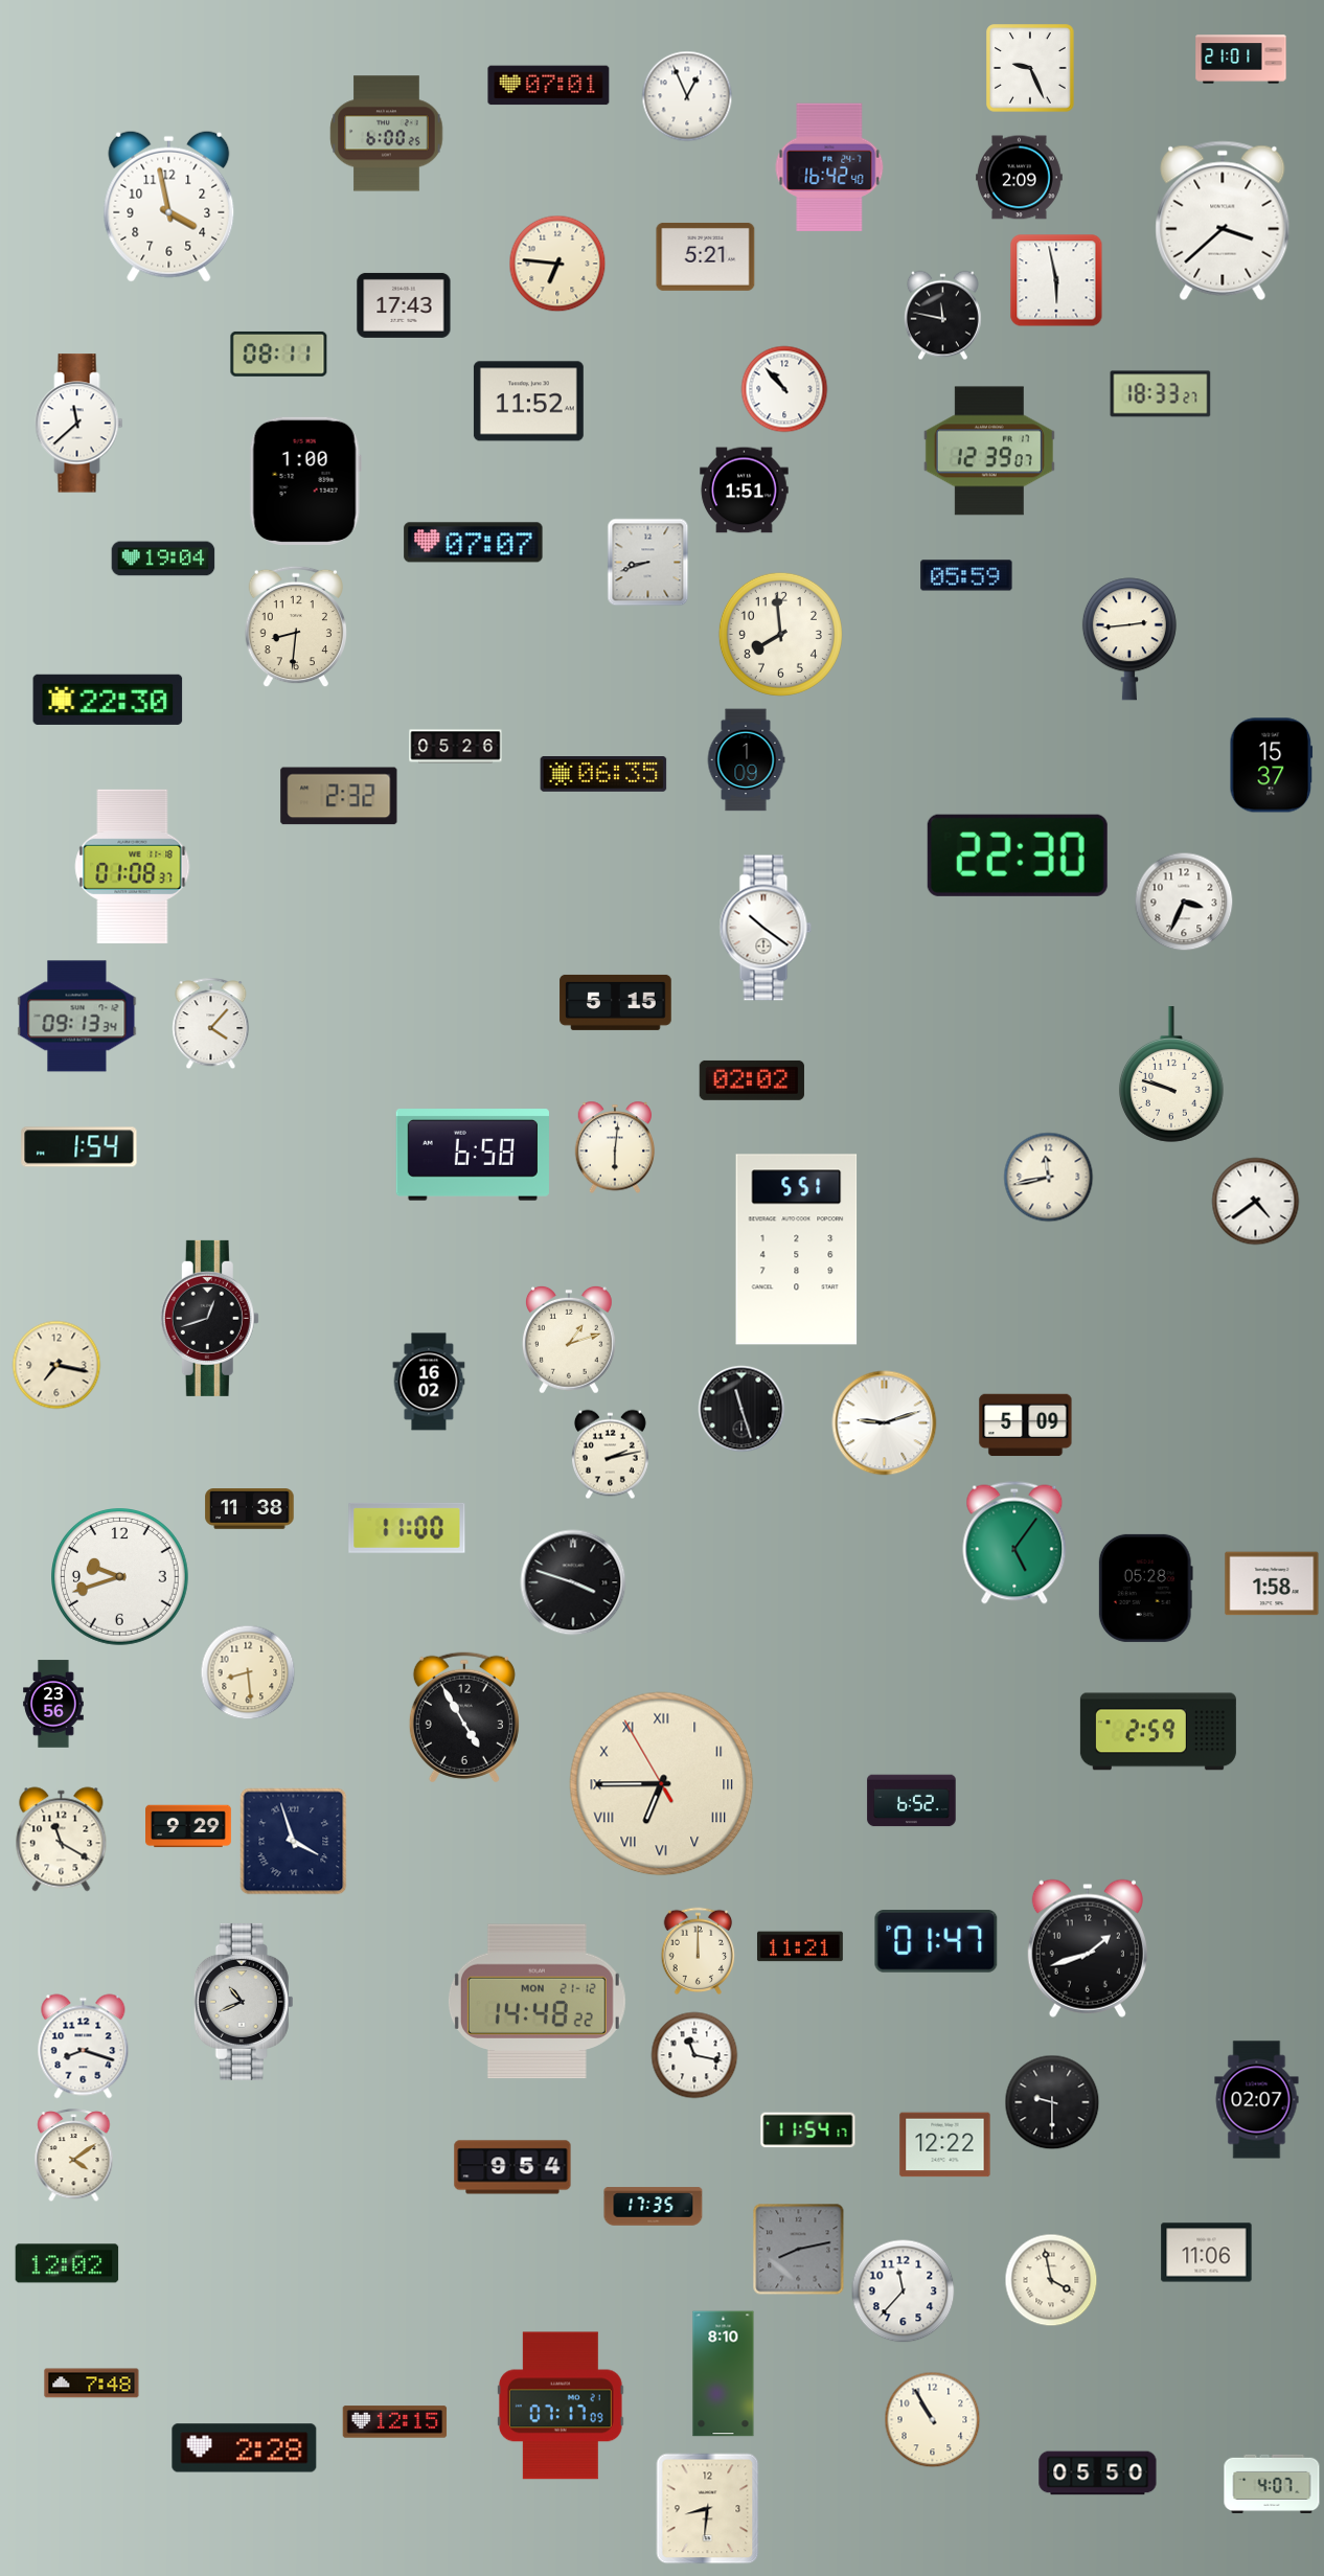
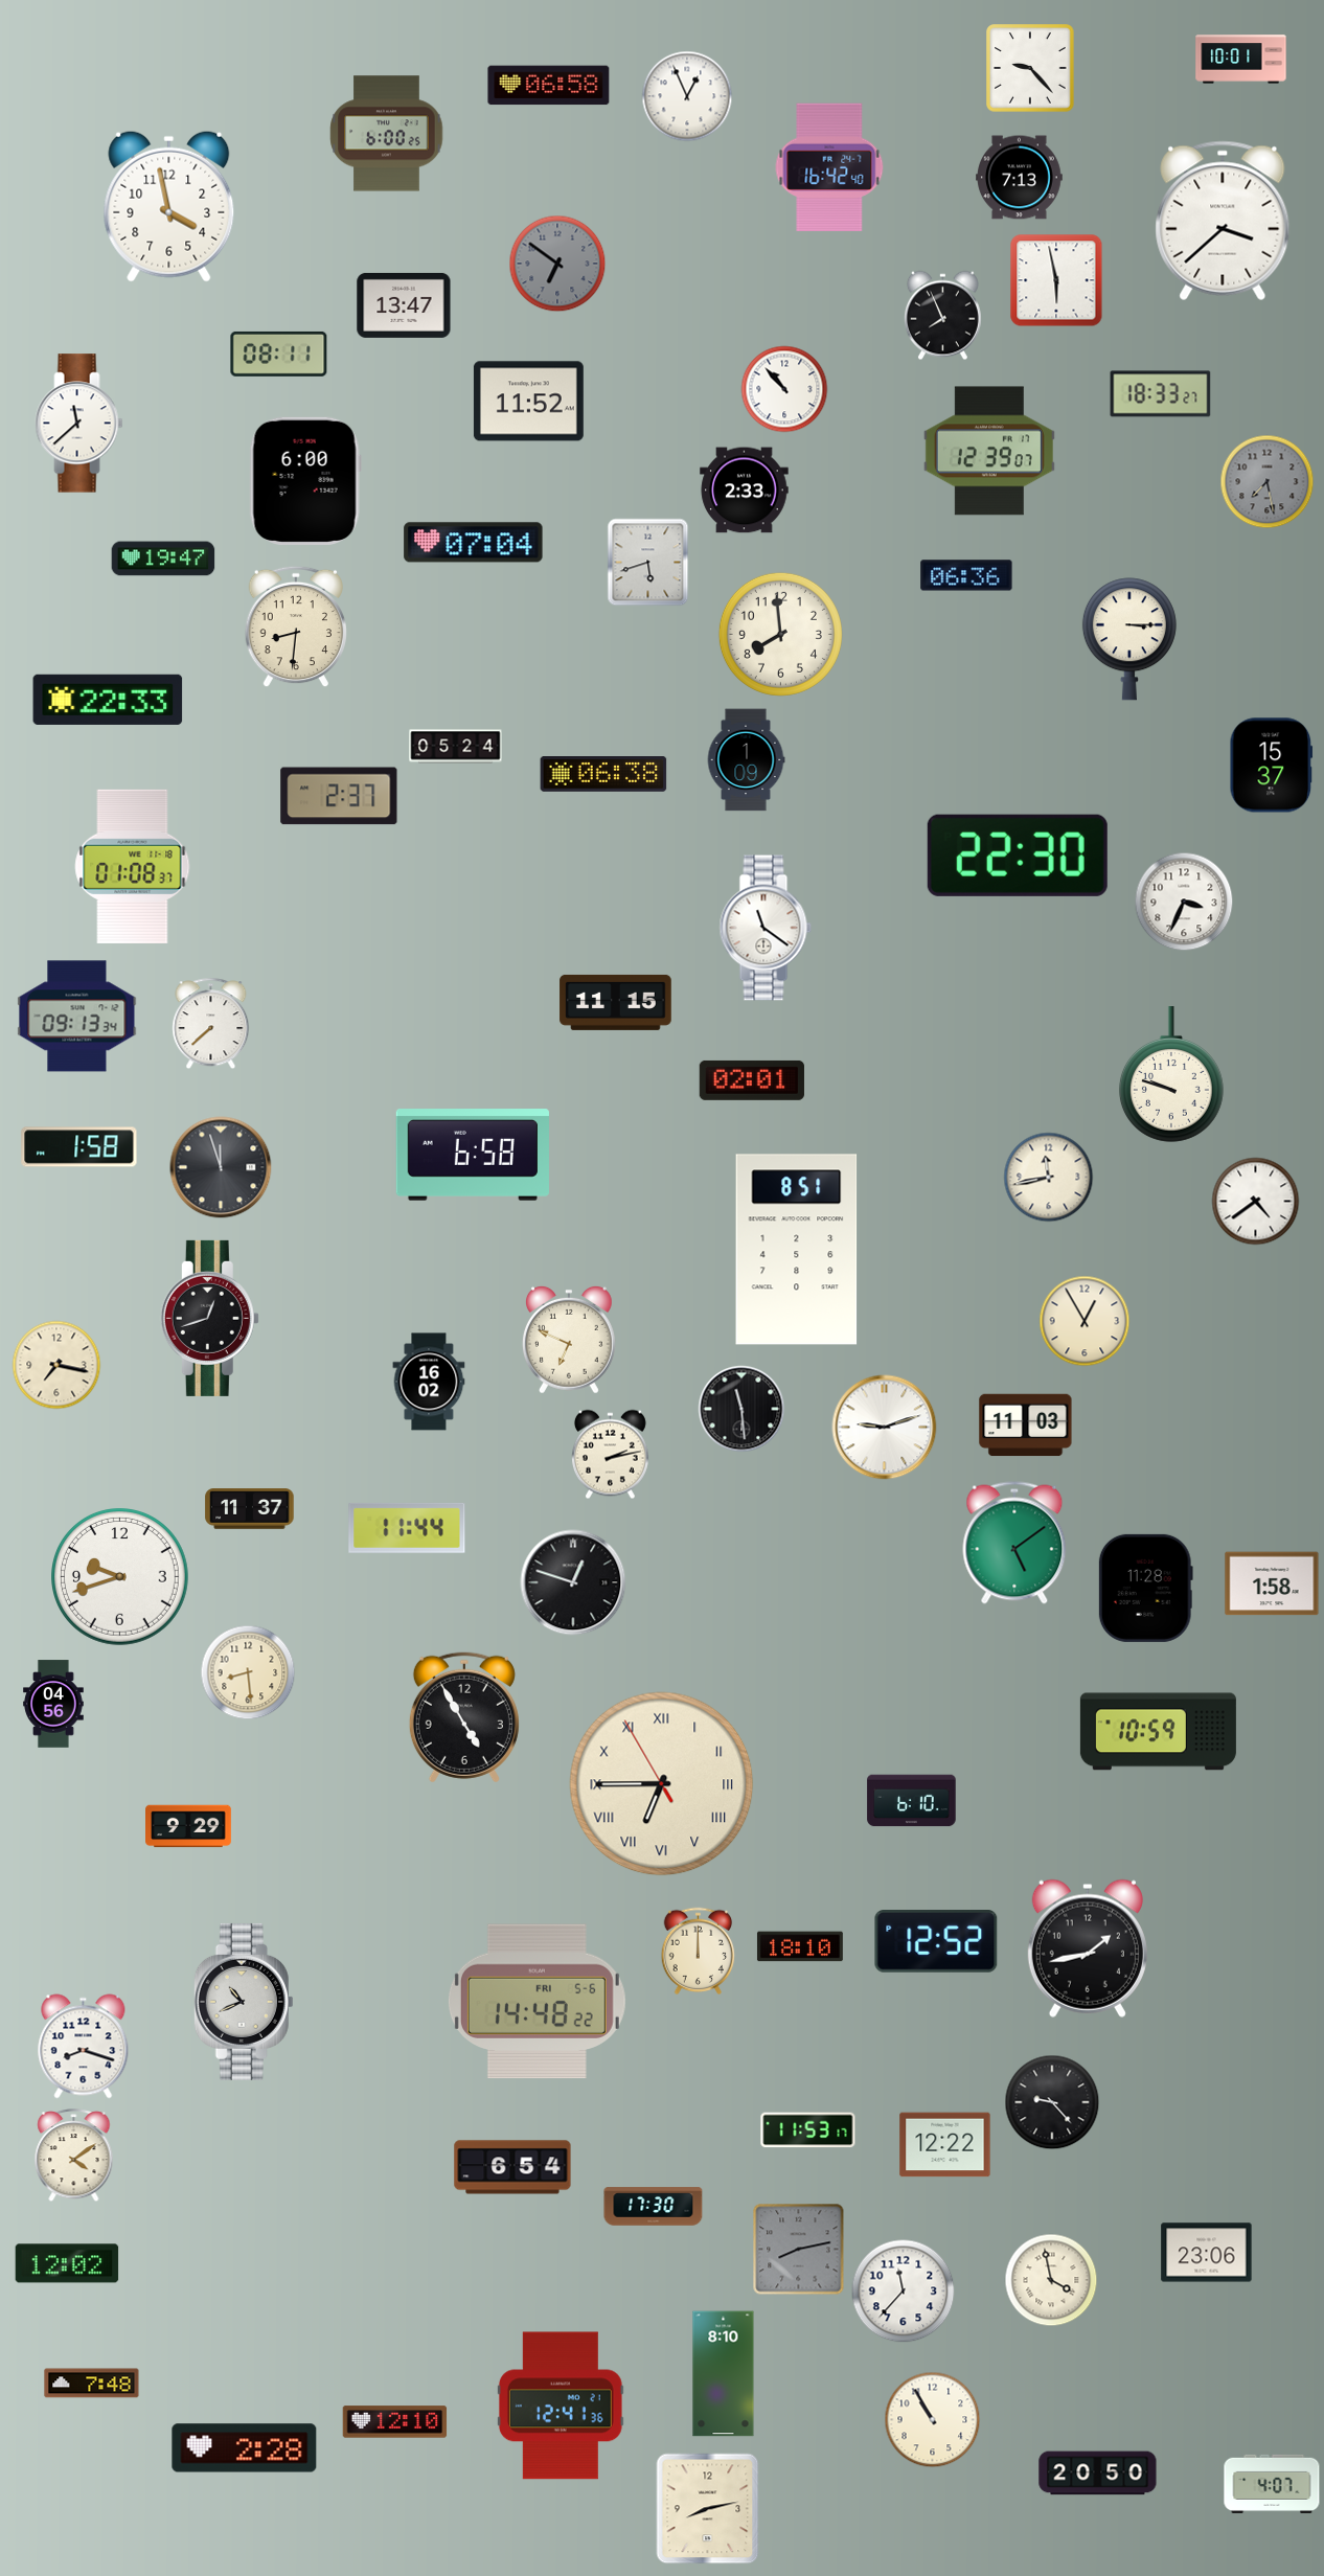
clock at (1241, 60): 21:01 -> 10:01
clock at (1030, 68): 9:26 -> 9:23
clock at (549, 86): 07:01 -> 06:58
clock at (1020, 178): 2:09 -> 7:13
clock at (706, 256): 5:21 -> none
clock at (557, 264): 6:46 -> 6:51
clock at (557, 264) dial: cream -> grey
clock at (404, 305): 17:43 -> 13:47
clock at (942, 316): 11:47 -> 7:56
clock at (305, 480): 1:00 -> 6:00
clock at (1268, 482): none -> 7:28
clock at (745, 491): 1:51 -> 2:33
clock at (474, 543): 07:07 -> 07:04
clock at (163, 558): 19:04 -> 19:47
clock at (648, 563): 8:42 -> 5:42
clock at (966, 575): 05:59 -> 06:36
clock at (1129, 639): 2:44 -> 3:15
clock at (108, 700): 22:30 -> 22:33
clock at (456, 747): 05:26 -> 05:24
clock at (603, 775): 06:35 -> 06:38
clock at (339, 796): 2:32 -> 2:37
clock at (766, 928): 10:21 -> 11:21
clock at (616, 1002): 5:15 -> 11:15
clock at (211, 1024): 4:07 -> 7:38
clock at (751, 1080): 02:02 -> 02:01
clock at (79, 1147): 1:54 -> 1:58
clock at (615, 1147): 6:01 -> none
clock at (221, 1167): none -> 11:57
clock at (797, 1250): 5:51 -> 8:51
clock at (1085, 1321): none -> 12:55
clock at (569, 1340): 1:12 -> 6:49
clock at (741, 1409): 11:27 -> 11:29
clock at (885, 1423) position: (885, 1423) -> (885, 1428)
clock at (1026, 1426): 5:09 -> 11:03
clock at (250, 1509): 11:38 -> 11:37
clock at (407, 1528): 11:00 -> 11:44
clock at (1014, 1543): 5:06 -> 5:09
clock at (573, 1582): 3:48 -> 12:48
clock at (1145, 1588): 05:28 -> 11:28
clock at (53, 1704): 23:56 -> 04:56
clock at (1158, 1732): 2:59 -> 10:59
clock at (912, 1801): 6:52 -> 6:10
clock at (62, 1840): 11:20 -> none
clock at (294, 1842): 3:57 -> none
clock at (936, 1942): 01:47 -> 12:52
clock at (800, 1946): 11:21 -> 18:10
clock at (1088, 1948): 1:42 -> 1:43
clock at (537, 2002) date: MON 21-12 -> FRI 5-6
clock at (694, 2055): 11:17 -> none
clock at (1257, 2100): 02:07 -> none
clock at (1052, 2102): 9:30 -> 9:23
clock at (808, 2130): 11:54 -> 11:53
clock at (512, 2167): 9:54 -> 6:54
clock at (654, 2207): 17:35 -> 17:30
clock at (1207, 2253): 11:06 -> 23:06
clock at (561, 2406): 07:17 -> 12:41
clock at (395, 2422): 12:15 -> 12:10
clock at (1098, 2474): 05:50 -> 20:50
clock at (708, 2509): 8:31 -> 8:13
